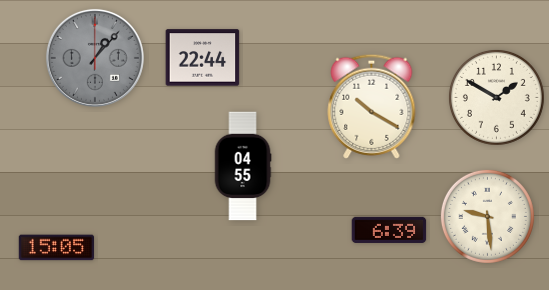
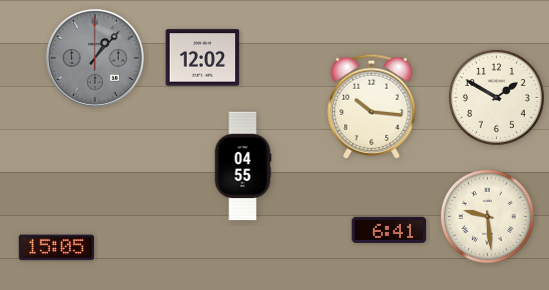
clock at (203, 58): 22:44 -> 12:02
clock at (372, 106): 10:20 -> 10:16
clock at (389, 229): 6:39 -> 6:41
